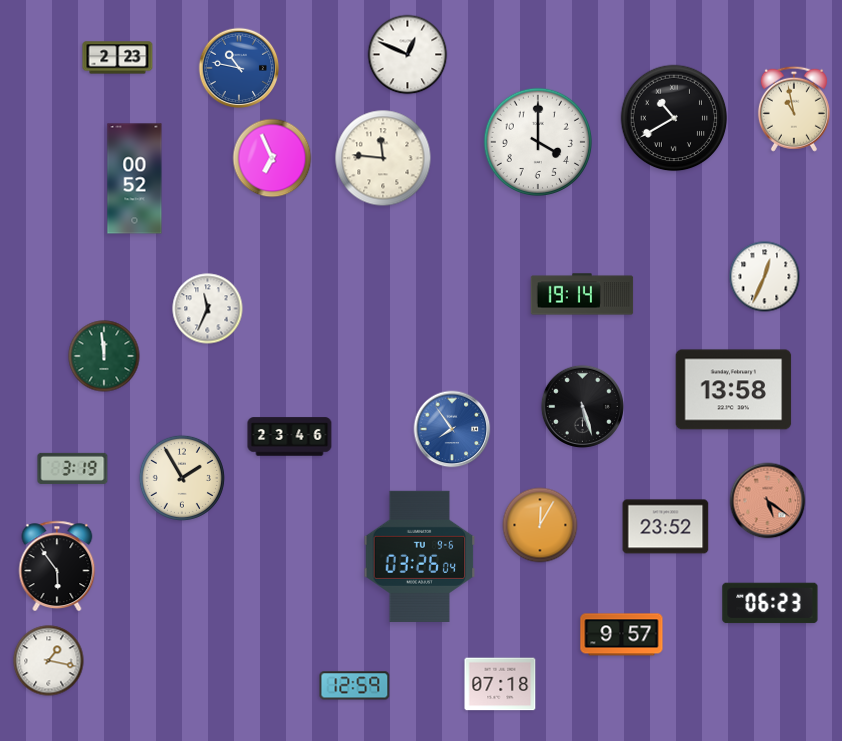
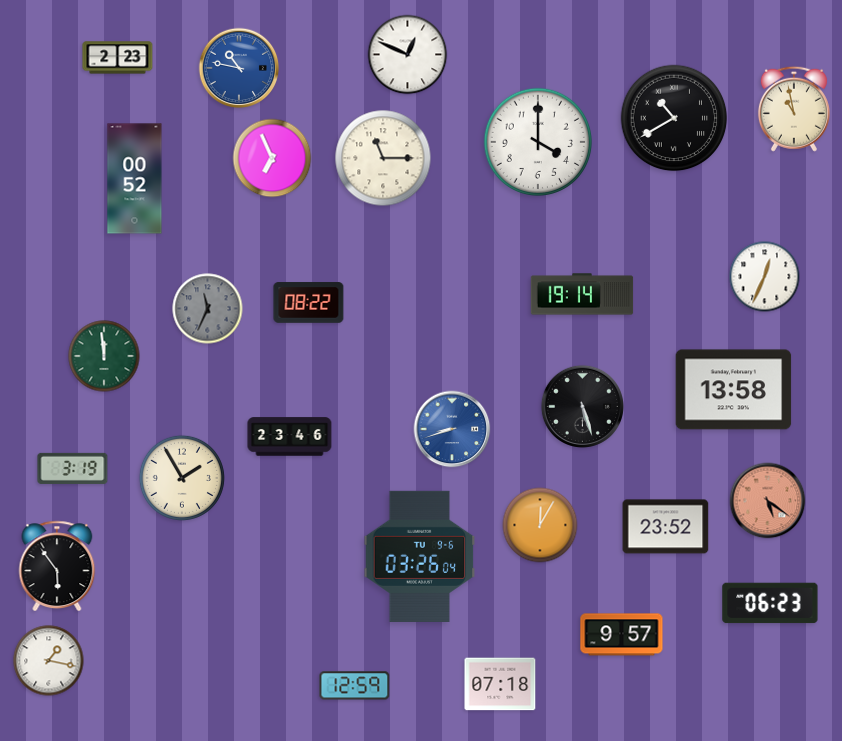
clock at (383, 158): 11:46 -> 11:15
clock at (309, 303): none -> 08:22
clock at (208, 309) dial: white -> grey
clock at (452, 429): 7:54 -> 8:42
